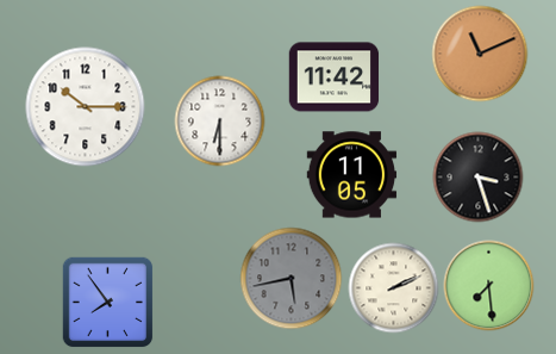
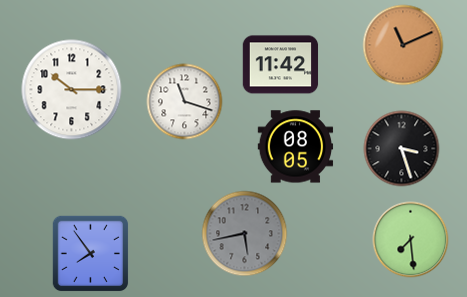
clock at (220, 122): 6:30 -> 11:18
clock at (352, 175): 11:05 -> 08:05
clock at (394, 288): 2:11 -> none
